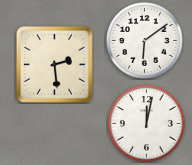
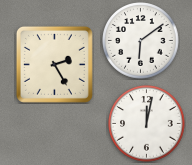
clock at (145, 41) position: (145, 41) -> (141, 41)
clock at (54, 64): 2:29 -> 2:25
